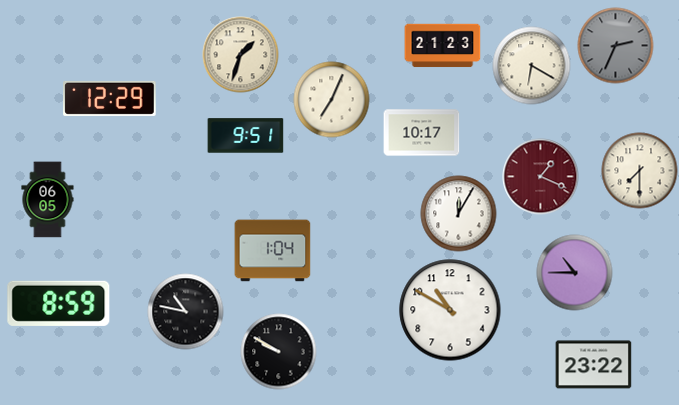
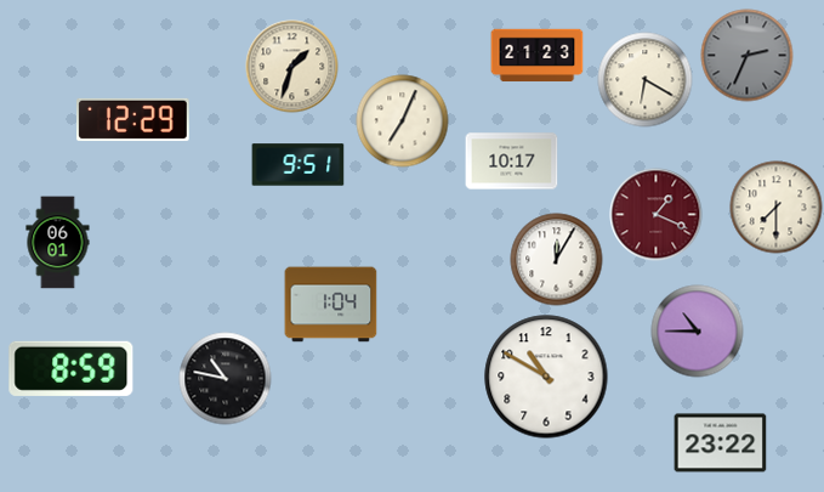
clock at (48, 200): 06:05 -> 06:01
clock at (279, 352): 9:50 -> none
